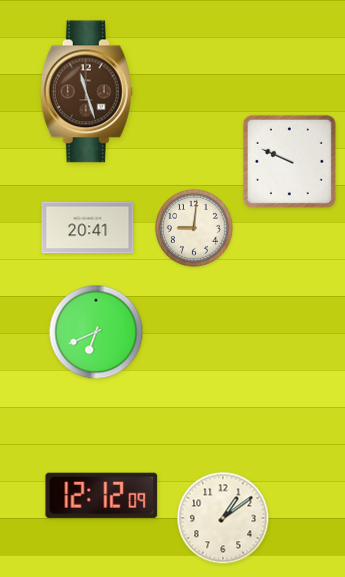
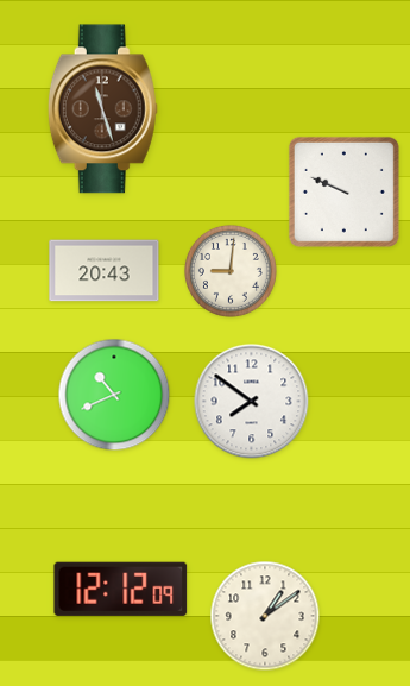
clock at (88, 228): 20:41 -> 20:43
clock at (96, 332): 6:41 -> 10:41
clock at (252, 402): none -> 7:51
